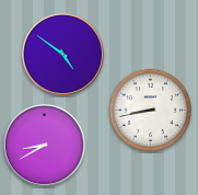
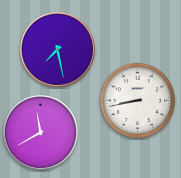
clock at (62, 54): 4:51 -> 7:28
clock at (44, 145): 8:40 -> 11:40
